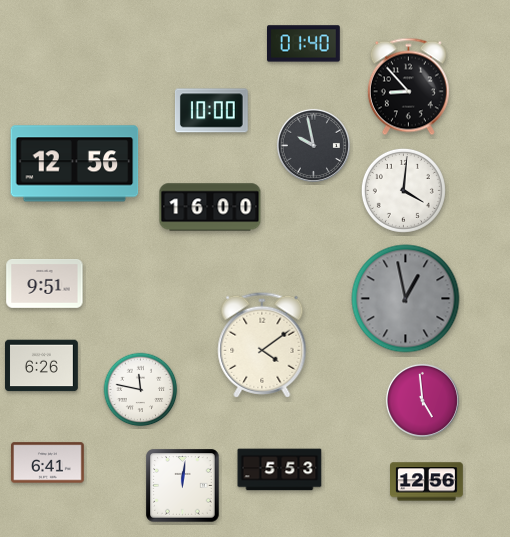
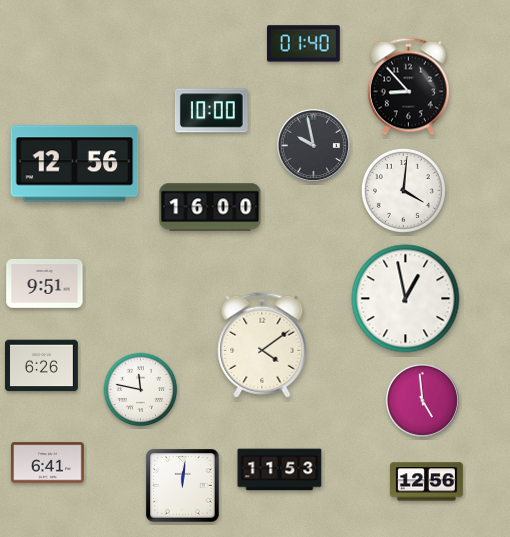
clock at (406, 299) dial: grey -> white
clock at (280, 470): 5:53 -> 11:53
